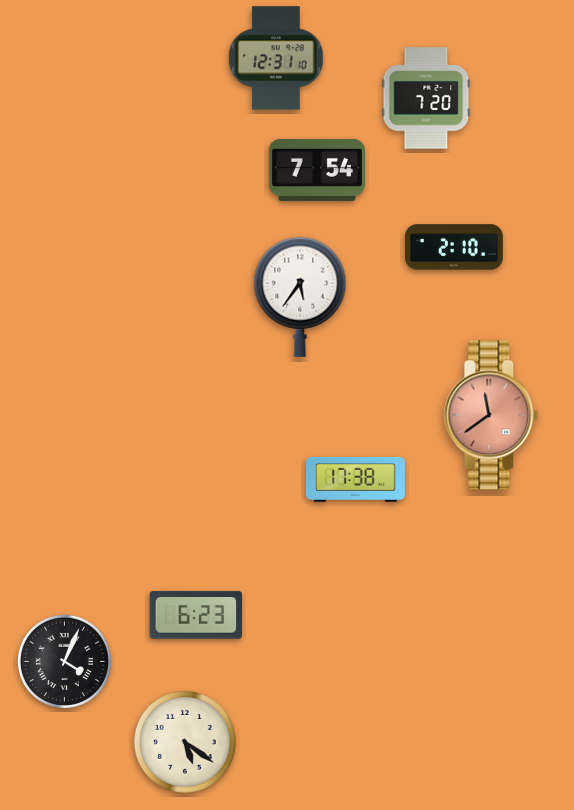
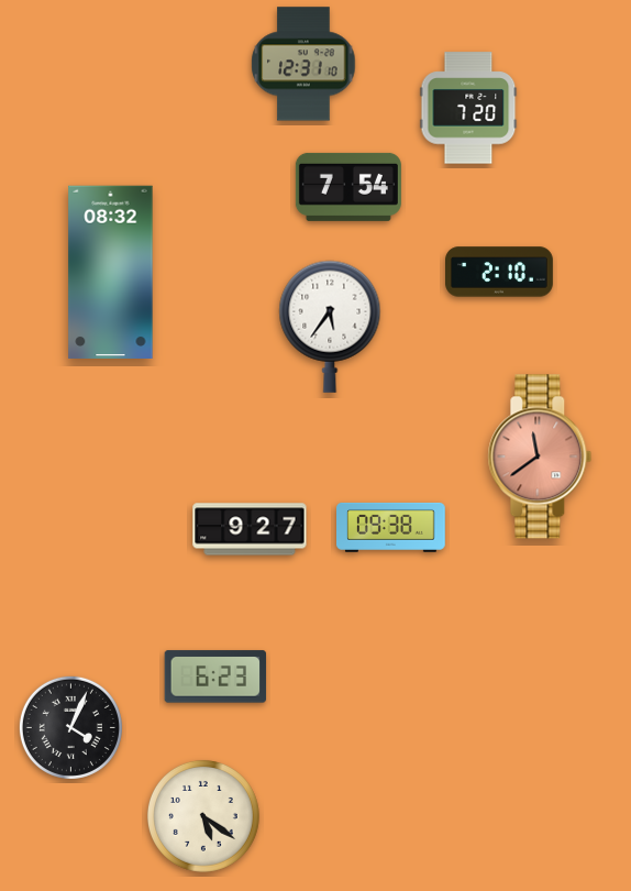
clock at (111, 273): none -> 08:32
clock at (356, 479): 17:38 -> 09:38
clock at (250, 529): none -> 9:27
